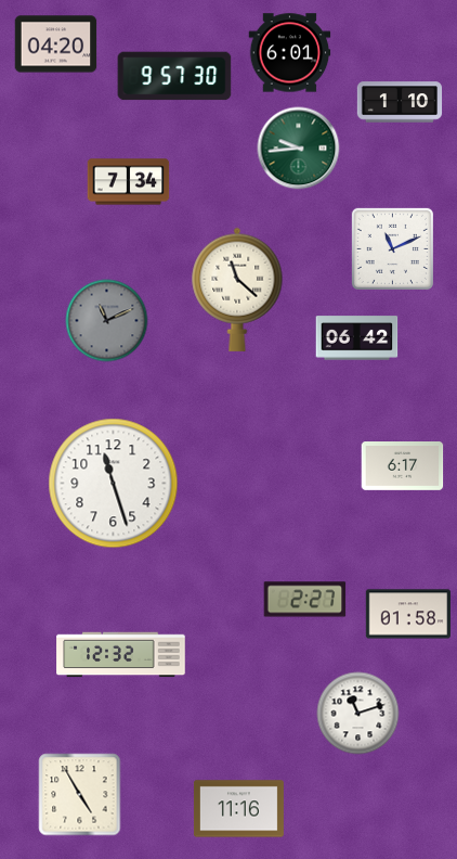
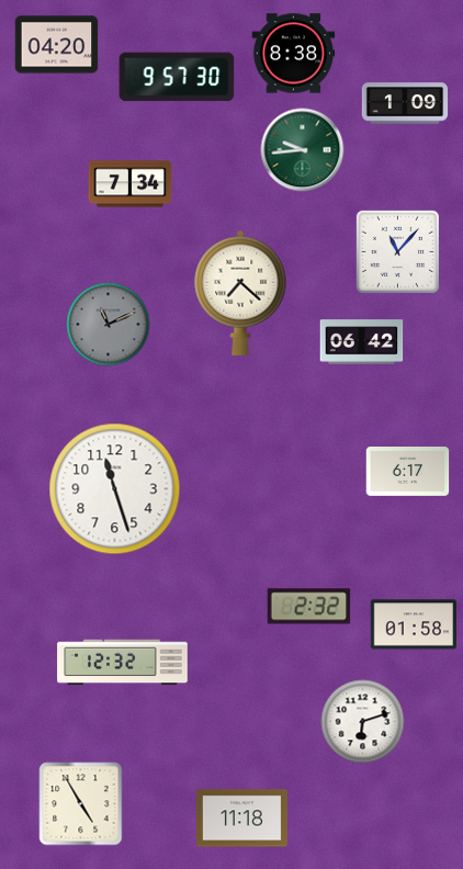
clock at (290, 53): 6:01 -> 8:38
clock at (400, 102): 1:10 -> 1:09
clock at (392, 248): 11:11 -> 11:07
clock at (237, 290): 11:22 -> 7:22
clock at (305, 600): 2:27 -> 2:32
clock at (407, 614) position: (407, 614) -> (413, 624)
clock at (358, 714): 11:12 -> 6:12
clock at (238, 809): 11:16 -> 11:18
